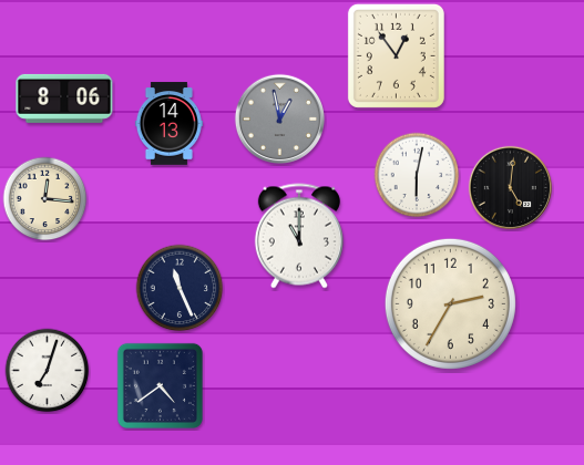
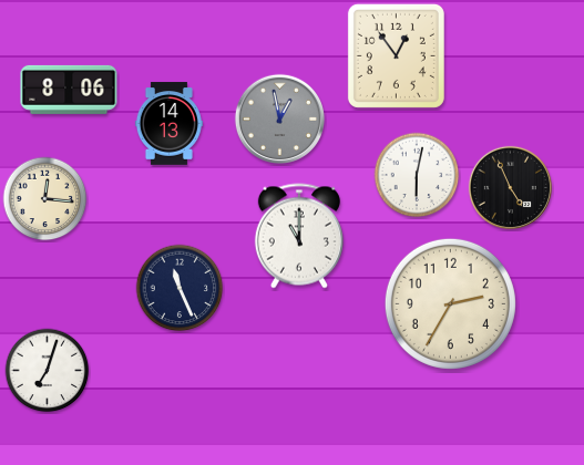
clock at (64, 99) position: (64, 99) -> (69, 90)
clock at (510, 187): 5:01 -> 4:56
clock at (160, 385): 4:39 -> none
